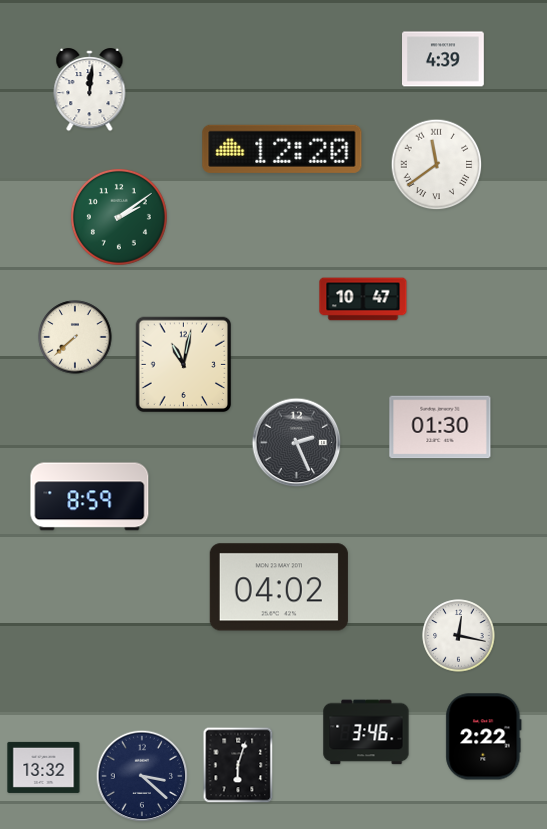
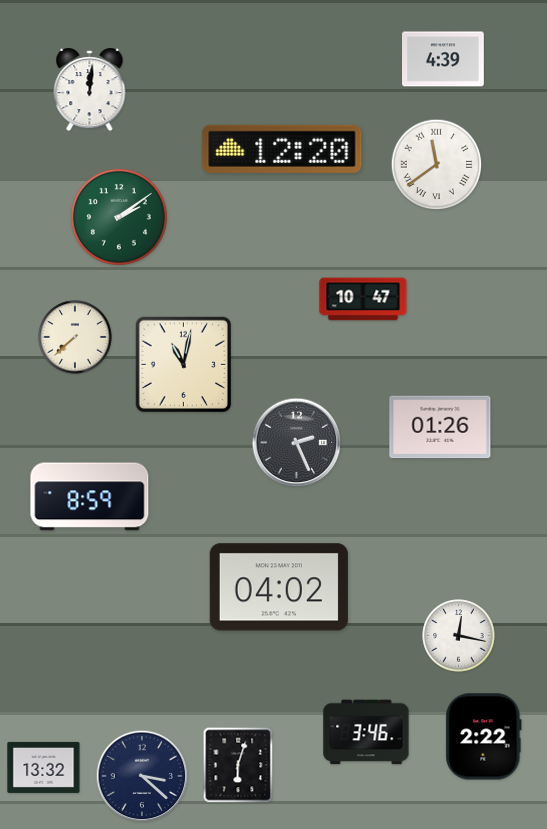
clock at (440, 427): 01:30 -> 01:26
